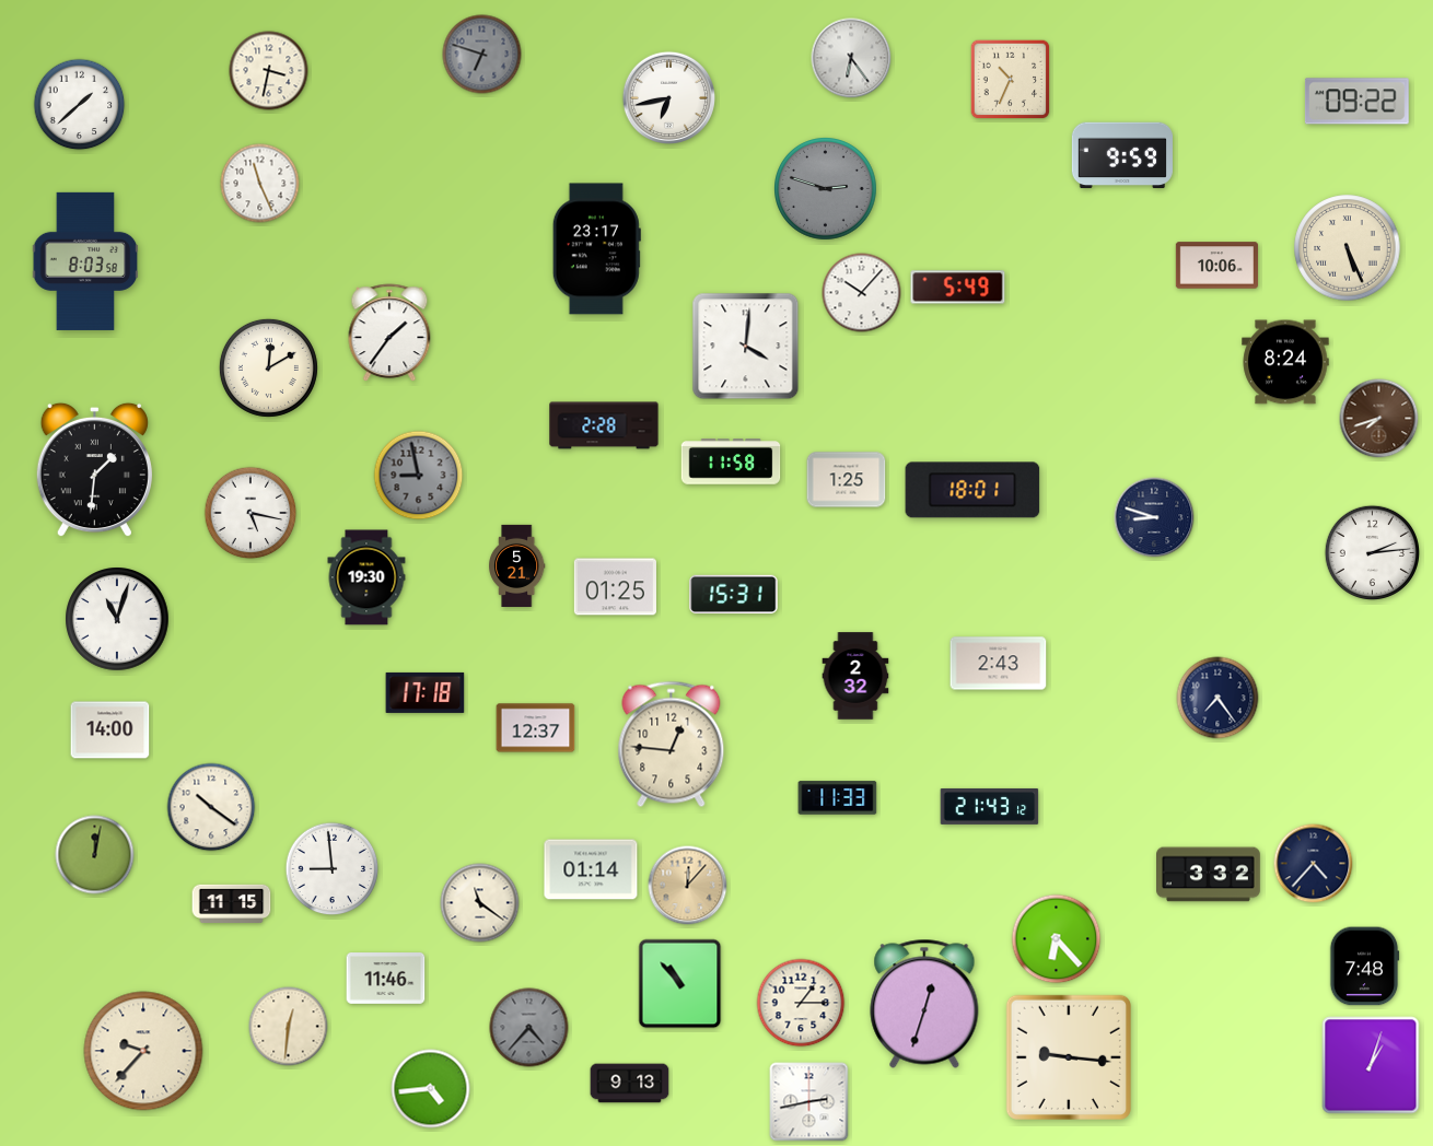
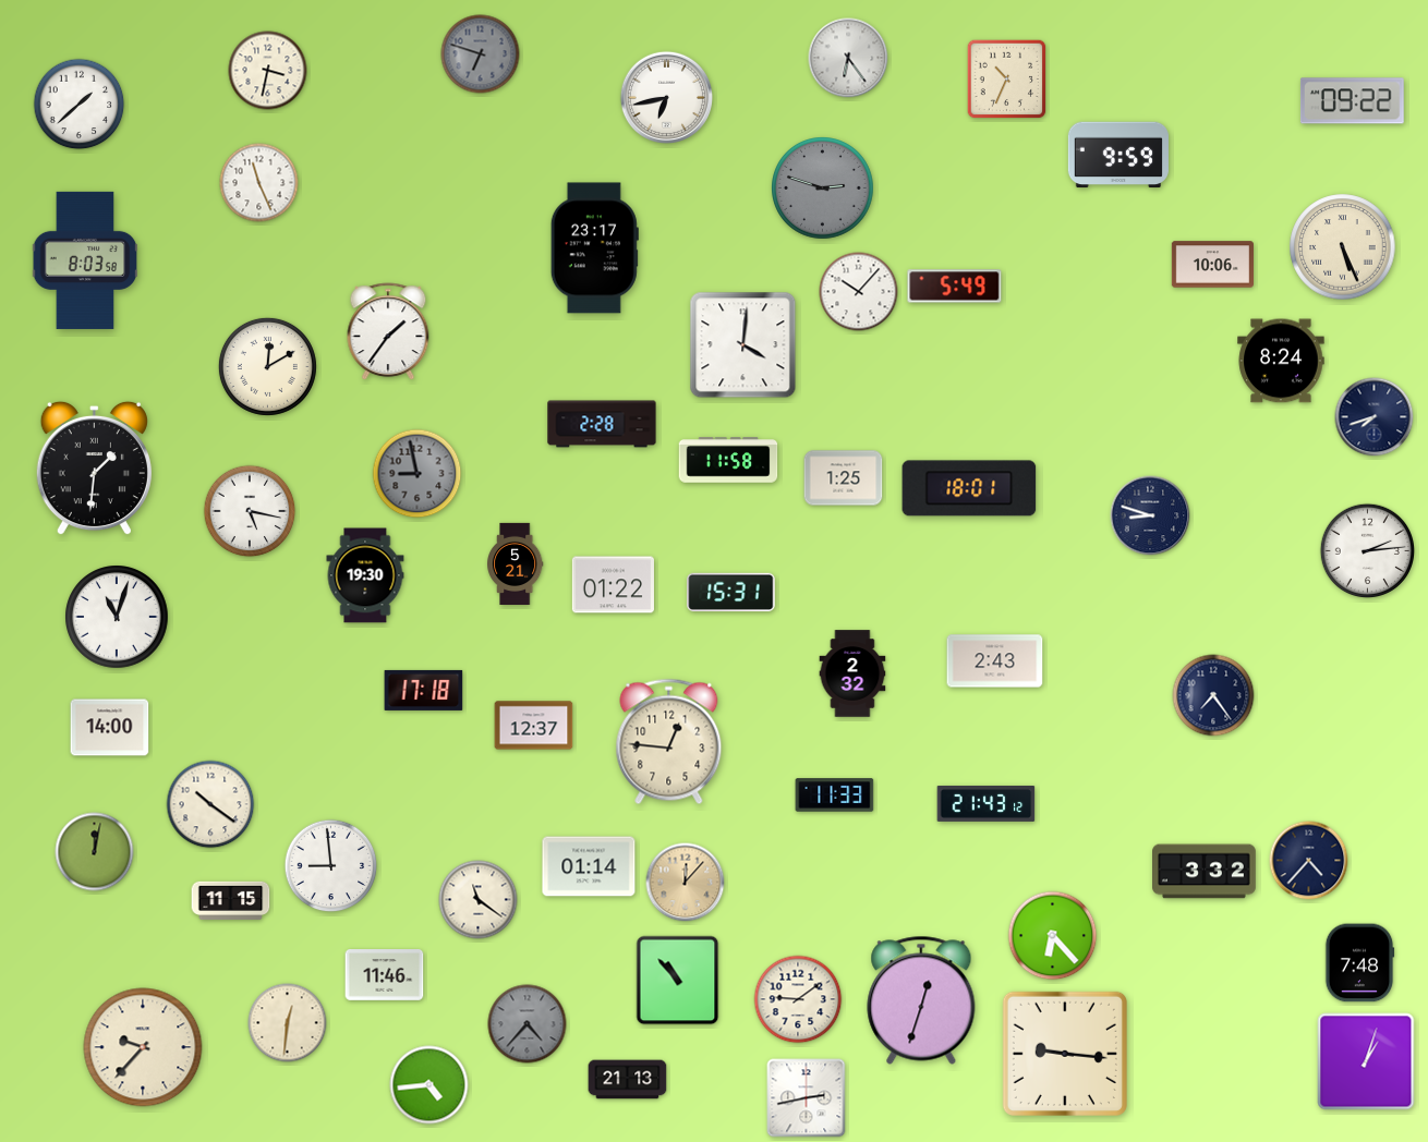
clock at (1379, 419) dial: brown -> navy
clock at (615, 587): 01:25 -> 01:22
clock at (801, 1003): 1:15 -> 9:09
clock at (630, 1084): 9:13 -> 21:13
